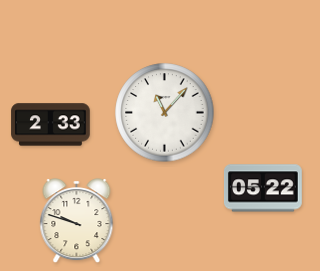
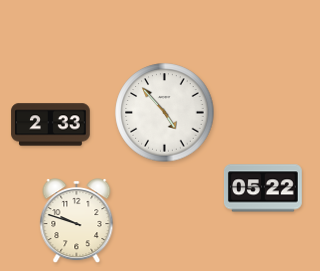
clock at (165, 113): 11:07 -> 4:53
